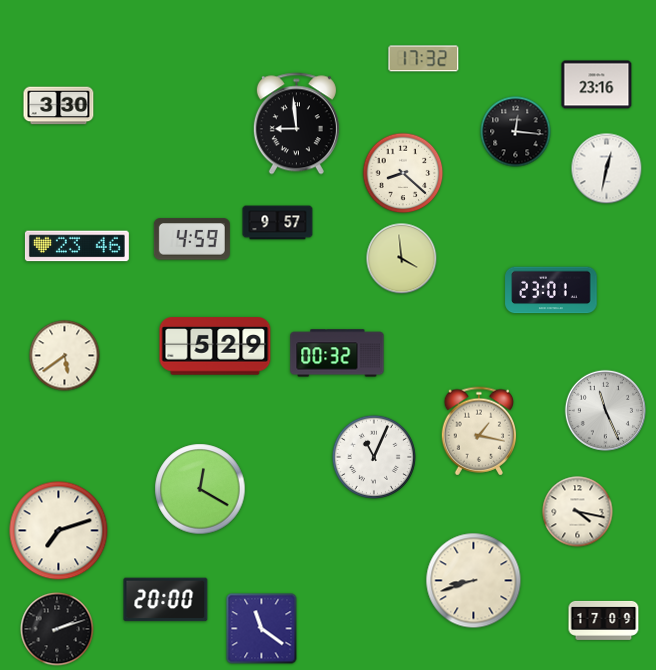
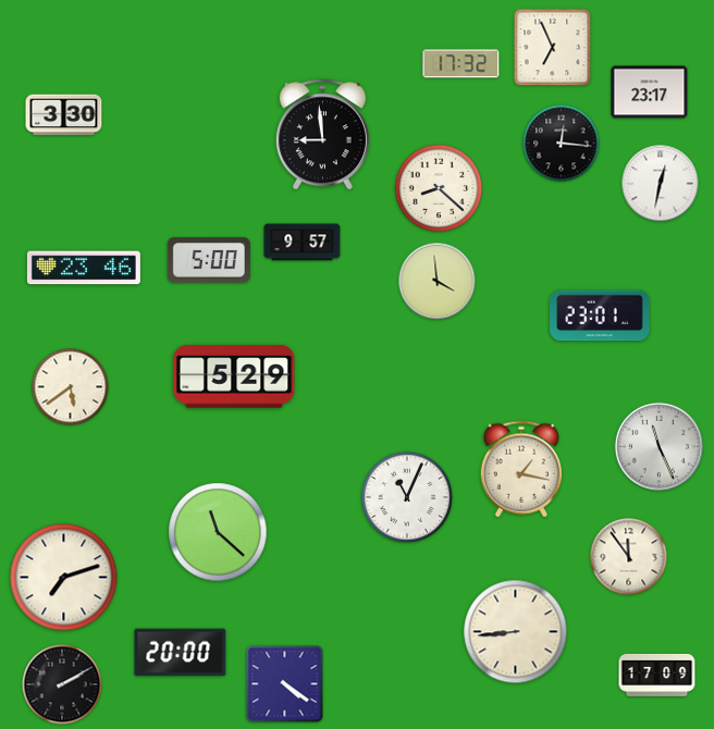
clock at (553, 48): none -> 6:56
clock at (597, 85): 23:16 -> 23:17
clock at (192, 239): 4:59 -> 5:00
clock at (337, 353): 00:32 -> none
clock at (200, 489): 12:20 -> 11:22
clock at (578, 512): 4:17 -> 11:54
clock at (474, 581): 8:42 -> 8:44
clock at (57, 629): 2:12 -> 2:10
clock at (262, 629): 11:21 -> 4:21
